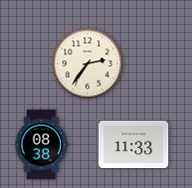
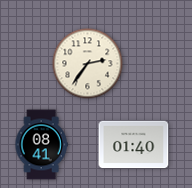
clock at (41, 145): 08:38 -> 08:41
clock at (134, 145): 11:33 -> 01:40
